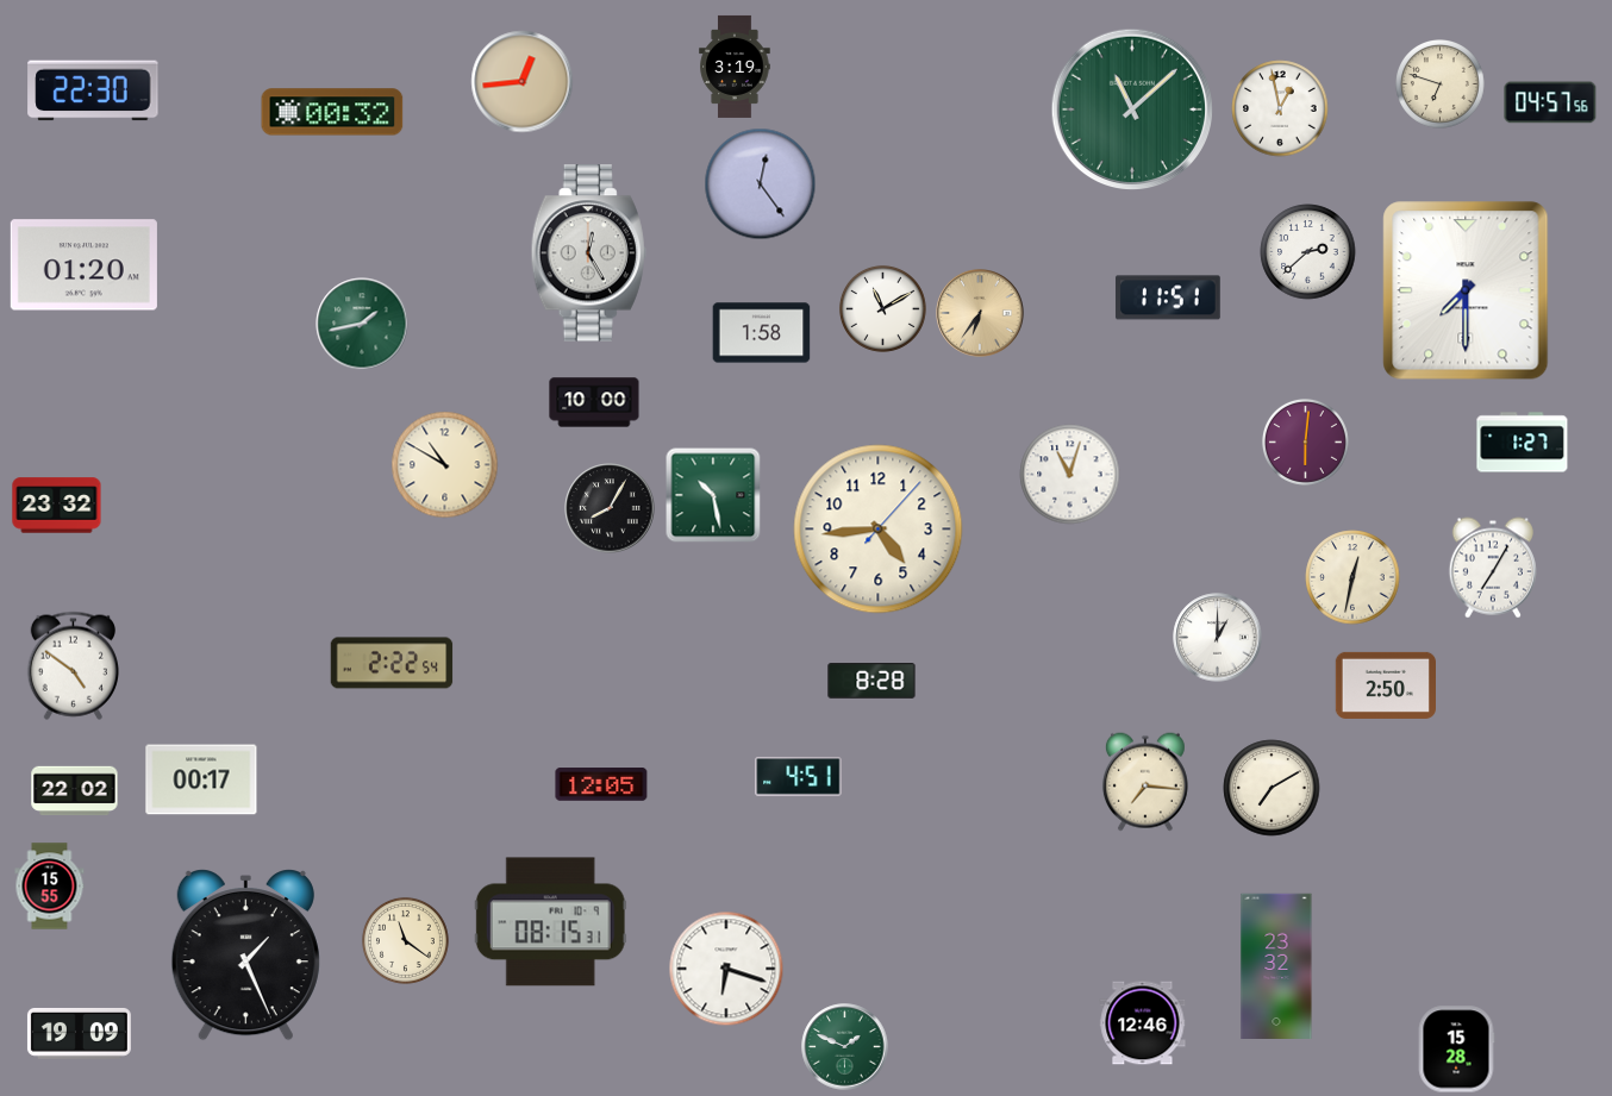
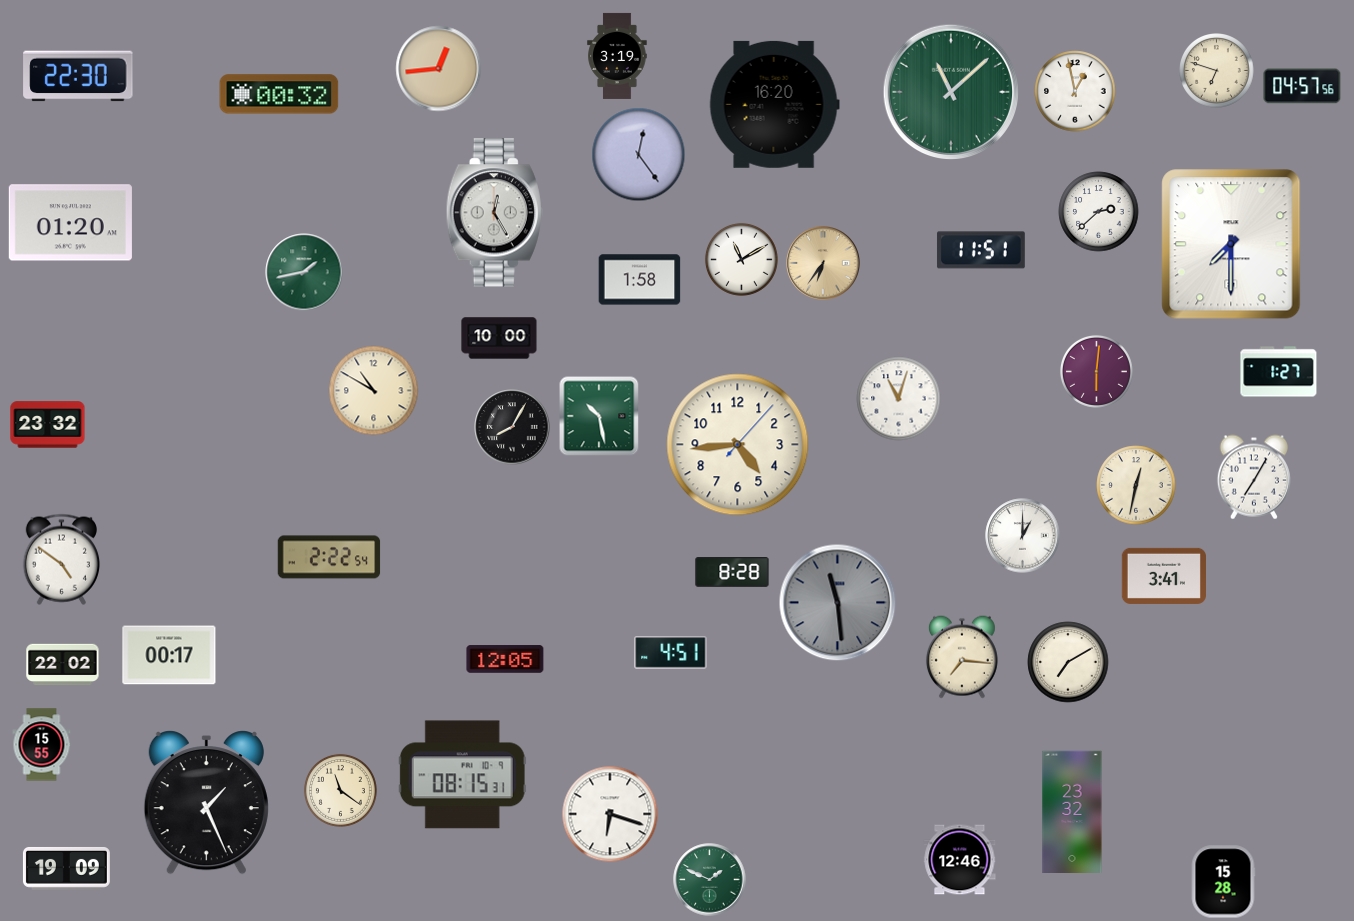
clock at (1441, 84) position: (1441, 84) -> (1217, 71)
clock at (774, 104): none -> 16:20
clock at (1385, 685): 2:50 -> 3:41
clock at (838, 603): none -> 11:29
